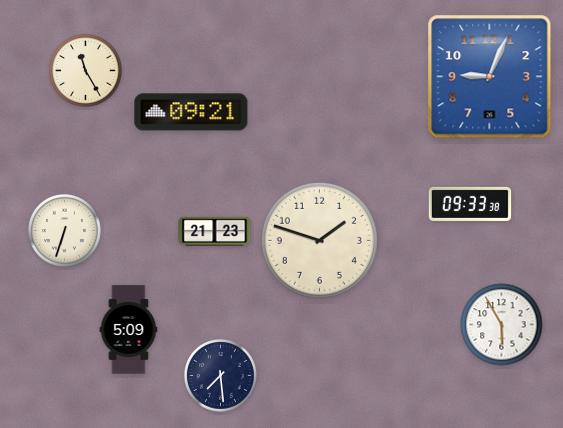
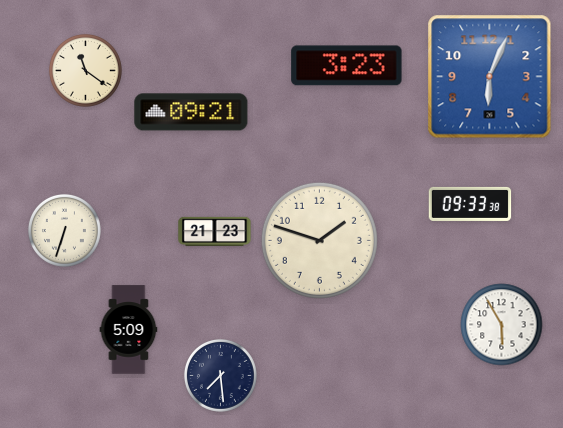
clock at (347, 66): none -> 3:23
clock at (85, 70): 11:25 -> 11:21
clock at (490, 77): 9:04 -> 6:04
